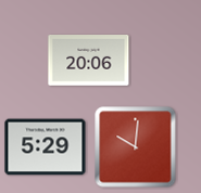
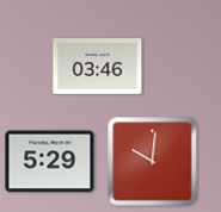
clock at (89, 61): 20:06 -> 03:46
clock at (136, 147) position: (136, 147) -> (153, 162)
